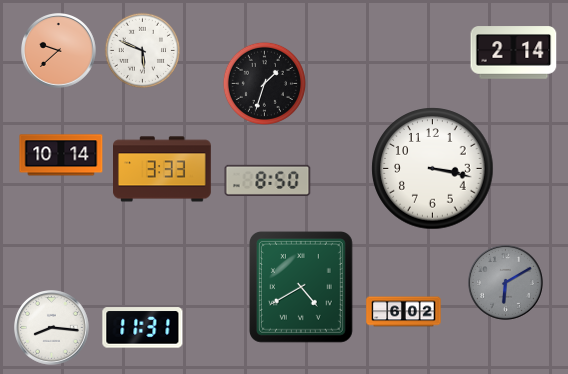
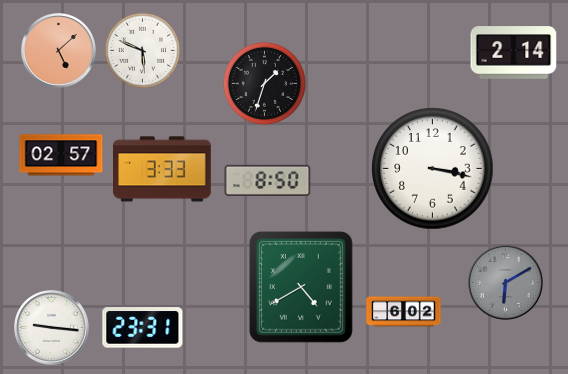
clock at (59, 51): 9:38 -> 5:08
clock at (61, 155): 10:14 -> 02:57
clock at (52, 328): 8:16 -> 9:16
clock at (143, 328): 11:31 -> 23:31
